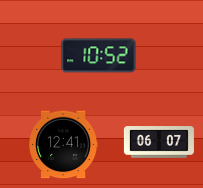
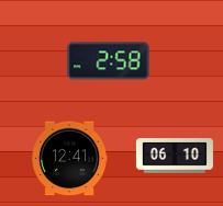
clock at (99, 56): 10:52 -> 2:58
clock at (159, 142): 06:07 -> 06:10
